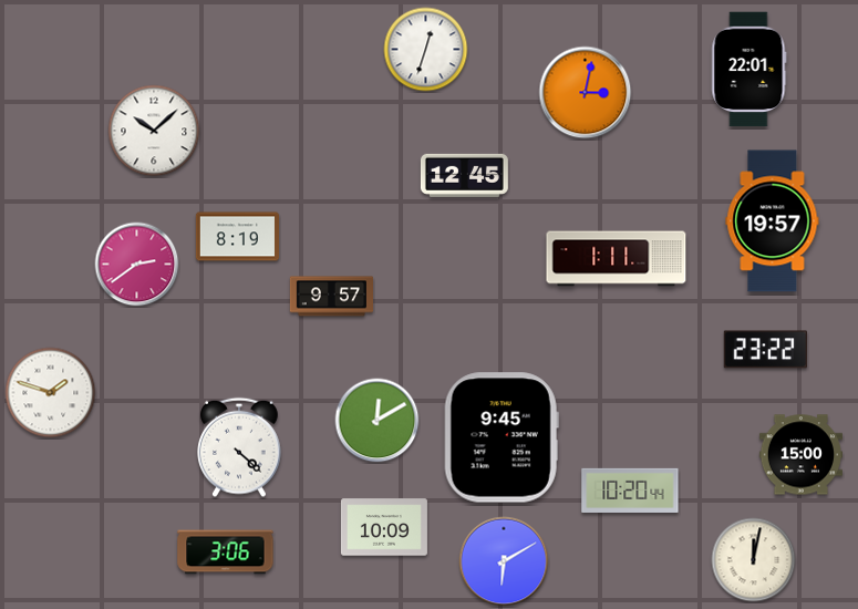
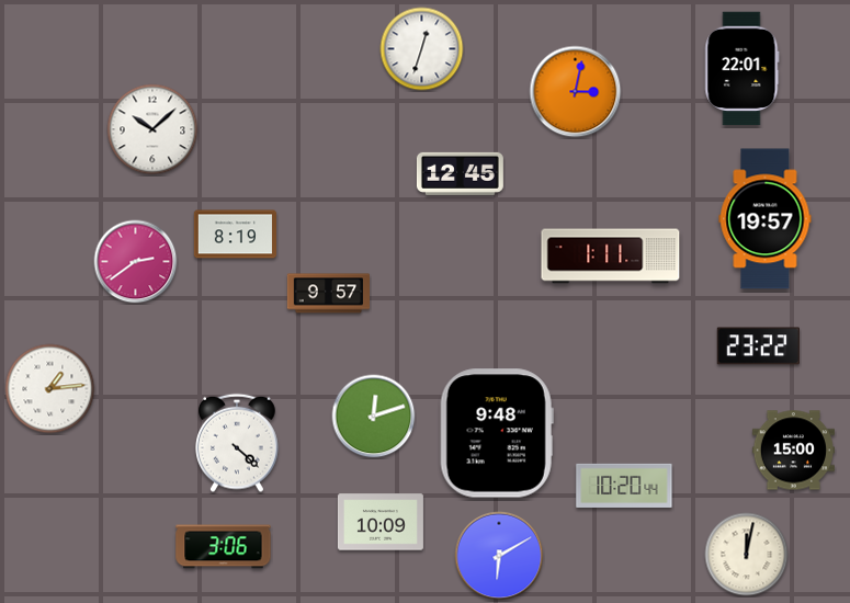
clock at (586, 93) position: (586, 93) -> (576, 92)
clock at (51, 393): 1:48 -> 1:14
clock at (378, 421): 12:10 -> 12:12
clock at (502, 437): 9:45 -> 9:48
